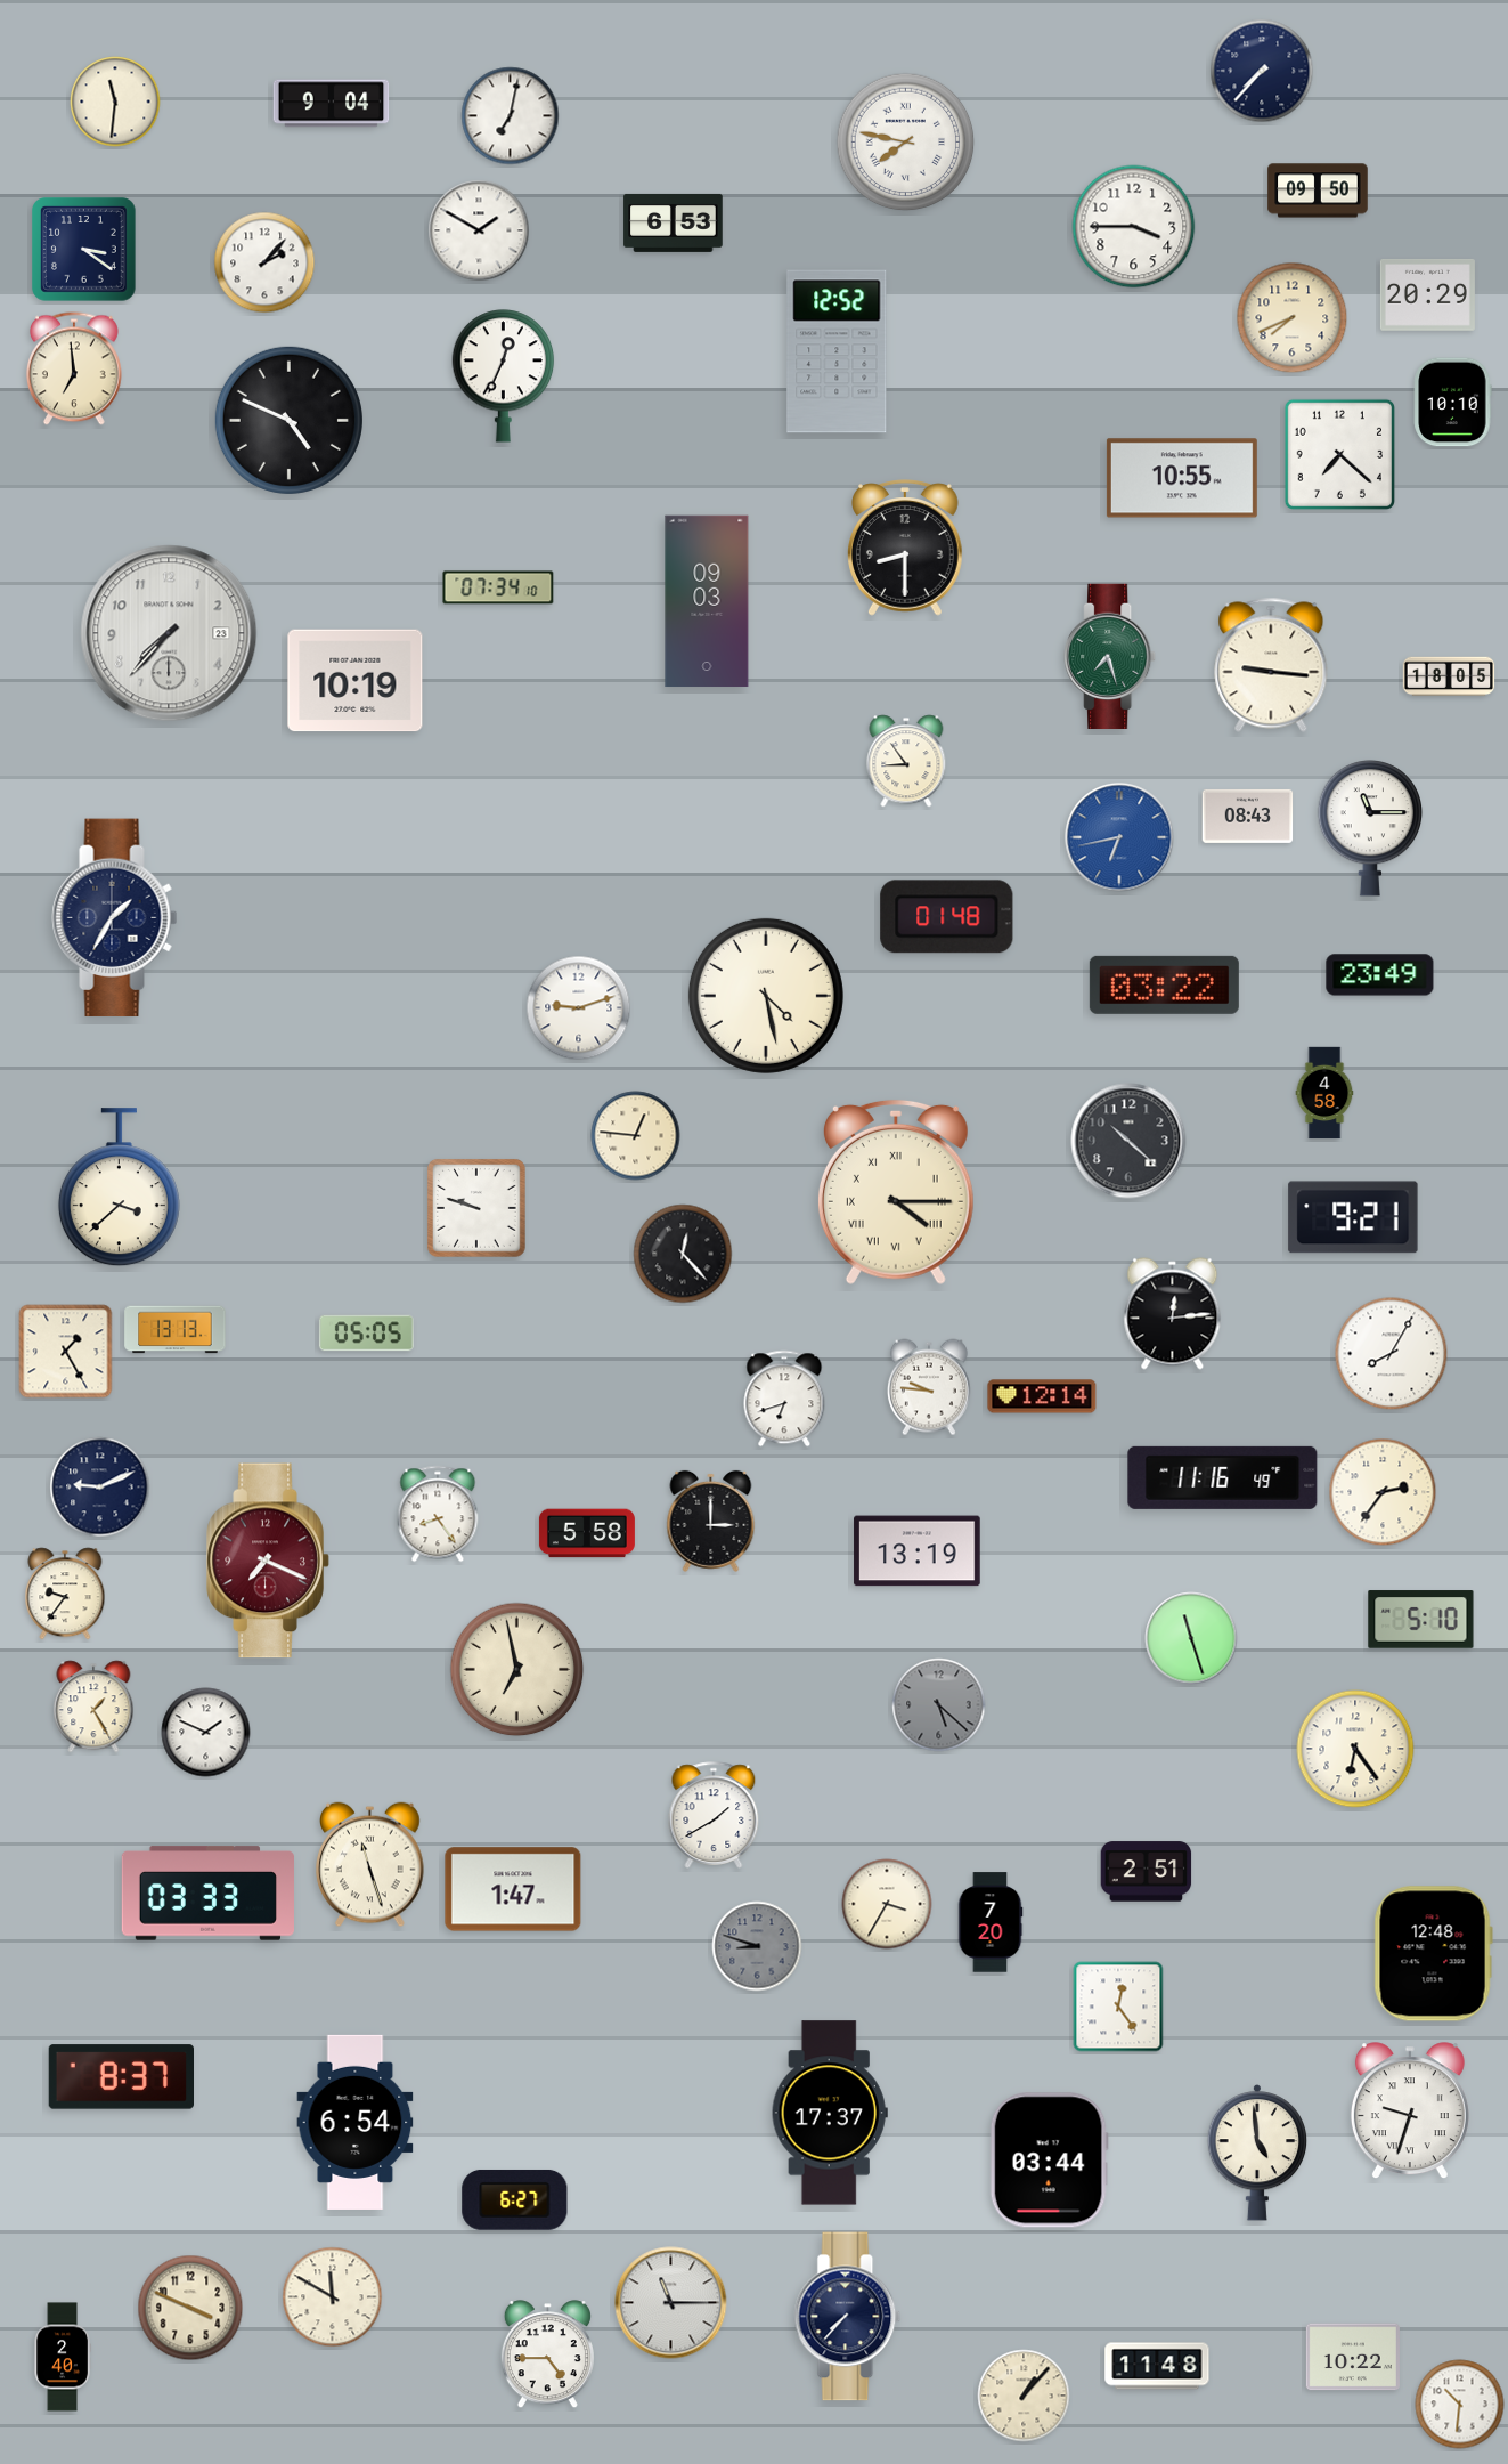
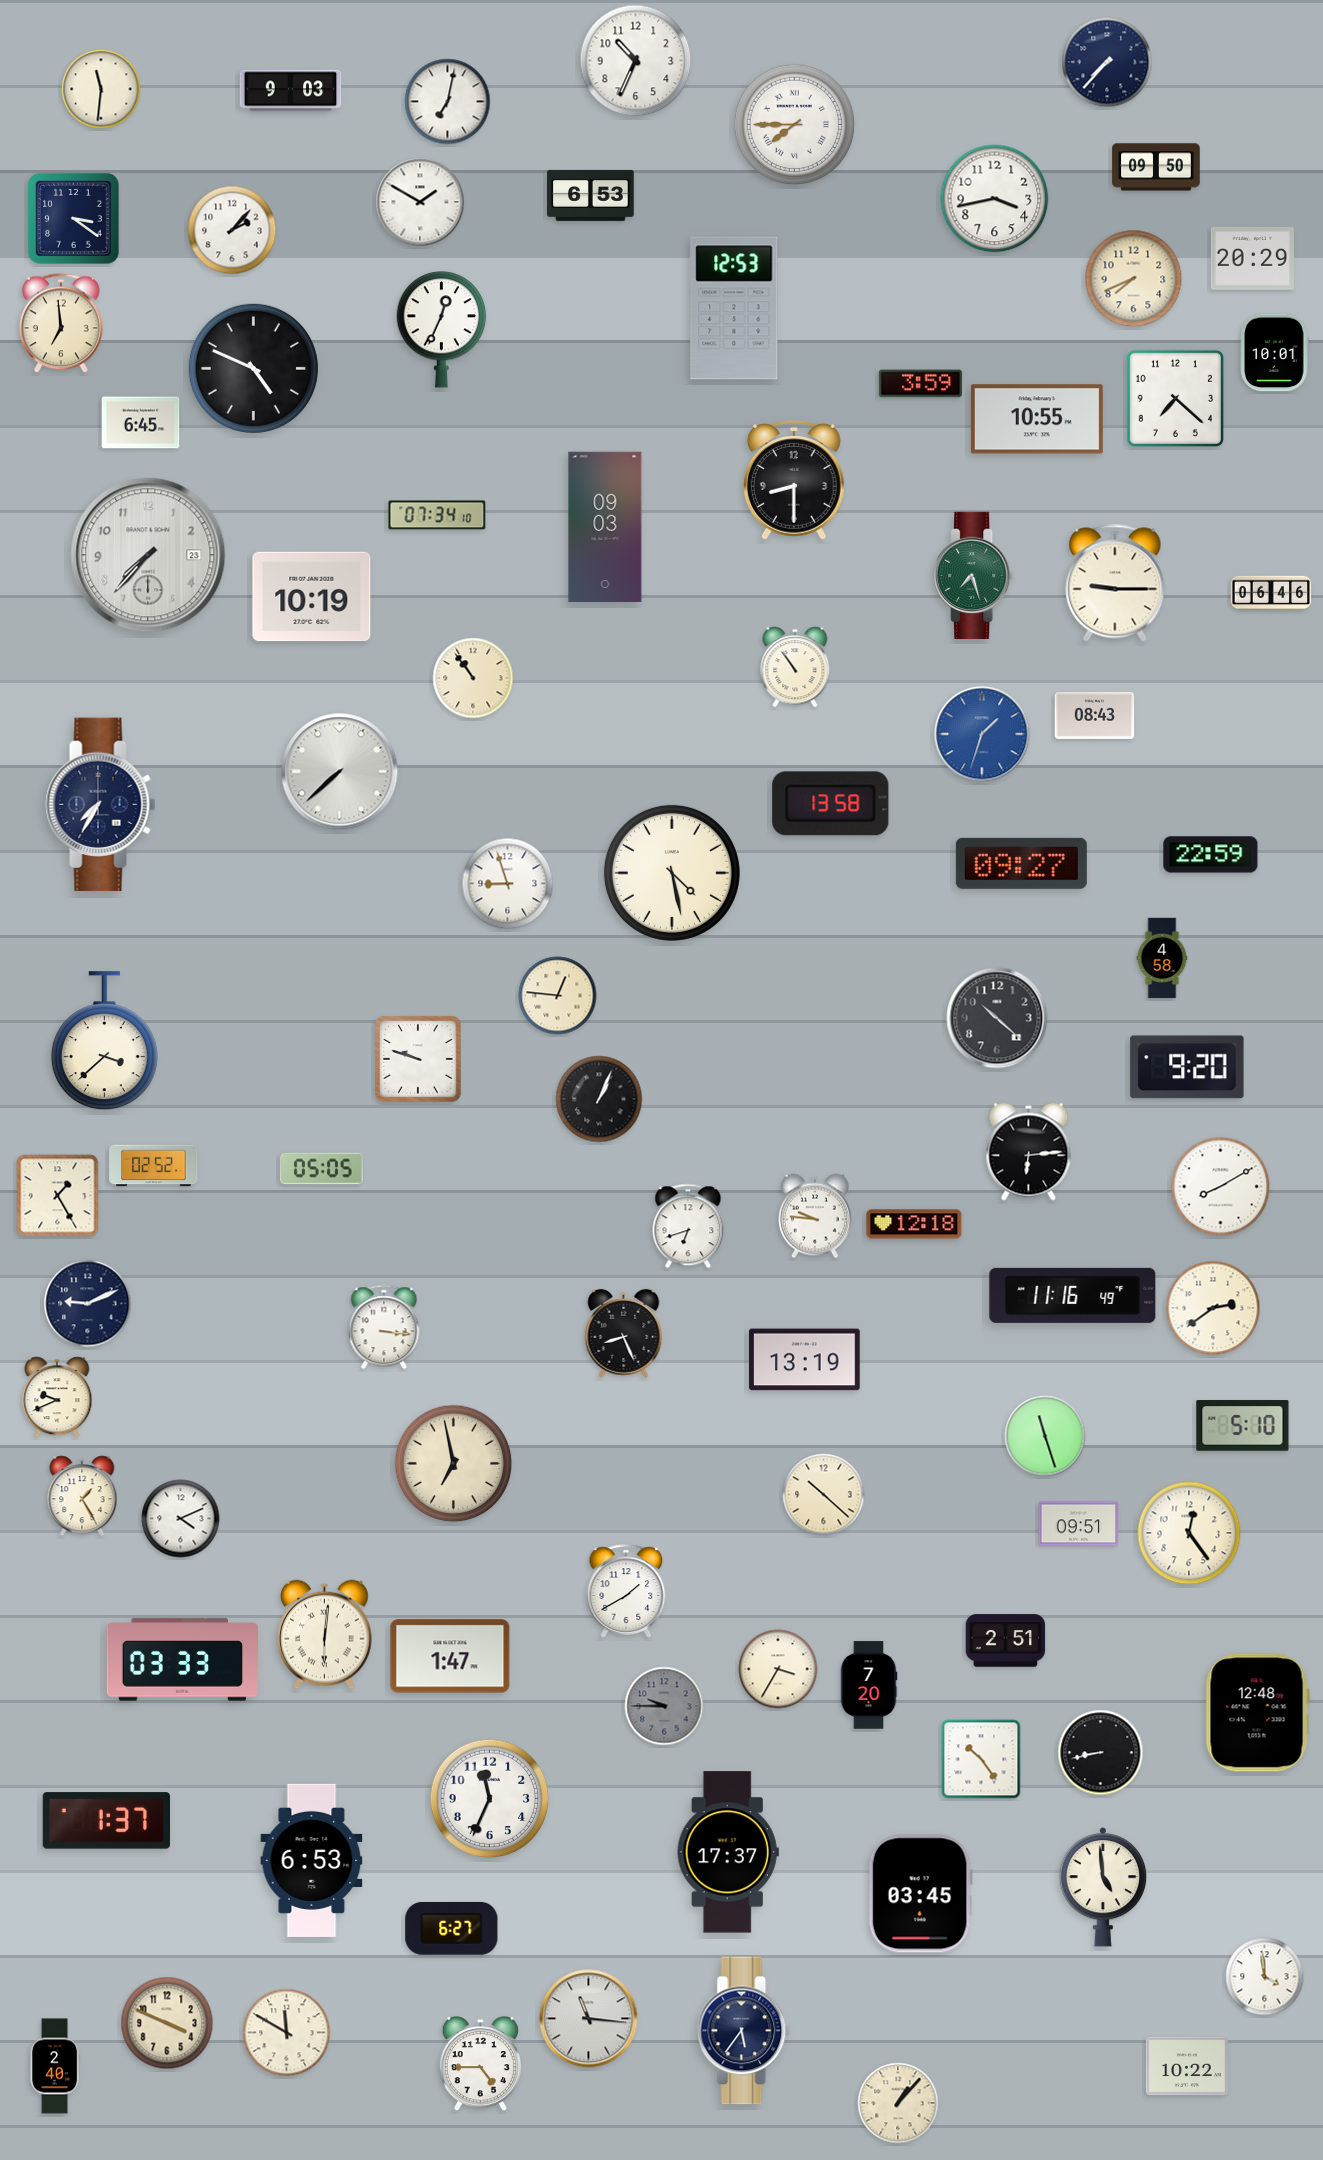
clock at (636, 61): none -> 10:34
clock at (332, 104): 9:04 -> 9:03
clock at (906, 143): 7:47 -> 7:45
clock at (1134, 227): 3:45 -> 3:43
clock at (837, 351): 12:52 -> 12:53
clock at (74, 368) position: (74, 368) -> (61, 323)
clock at (1453, 403): 10:10 -> 10:01
clock at (920, 384): none -> 3:59
clock at (141, 423): none -> 6:45
clock at (707, 601) position: (707, 601) -> (605, 527)
clock at (1271, 665): 9:16 -> 9:15
clock at (1449, 676): 18:05 -> 06:46
clock at (906, 761): 8:54 -> 10:54
clock at (473, 678): none -> 10:54
clock at (1370, 829): 11:15 -> none
clock at (1119, 837): 6:43 -> 1:33
clock at (340, 772): none -> 7:38
clock at (947, 917): 01:48 -> 13:58
clock at (115, 918): 1:35 -> 7:35
clock at (1380, 975): 23:49 -> 22:59
clock at (1164, 984): 03:22 -> 09:27
clock at (579, 1008): 9:12 -> 8:57
clock at (1128, 1141) position: (1128, 1141) -> (997, 1018)
clock at (896, 1192): 4:15 -> none
clock at (1353, 1217): 9:21 -> 9:20
clock at (683, 1254): 12:23 -> 1:04
clock at (1173, 1314): 12:14 -> 6:14
clock at (176, 1330): 13:13 -> 02:52
clock at (66, 1352) position: (66, 1352) -> (58, 1196)
clock at (1392, 1354): 8:05 -> 8:10
clock at (1042, 1396): 12:14 -> 12:18
clock at (1383, 1492): 2:36 -> 2:39
clock at (438, 1514): 8:24 -> 3:16
clock at (711, 1521): 3:00 -> 8:26
clock at (587, 1533): 5:58 -> none
clock at (268, 1561): 7:19 -> none
clock at (65, 1594): 9:36 -> 9:41
clock at (1421, 1620) position: (1421, 1620) -> (1243, 1426)
clock at (939, 1705): 5:22 -> 10:22
clock at (939, 1705) dial: grey -> cream
clock at (206, 1733): 1:49 -> 4:11
clock at (1079, 1524): none -> 09:51
clock at (1355, 1749): 6:24 -> 12:24
clock at (370, 1865): 11:27 -> 6:01
clock at (757, 1946): 8:48 -> 9:45
clock at (1101, 1753): none -> 8:43
clock at (1118, 2007): 12:24 -> 10:24
clock at (490, 1799): none -> 11:34
clock at (121, 2077): 8:37 -> 1:37
clock at (1410, 2112): 9:33 -> none
clock at (356, 2122): 6:54 -> 6:53
clock at (1049, 2161): 03:44 -> 03:45
clock at (1265, 1977): none -> 3:59
clock at (333, 2297) position: (333, 2297) -> (287, 2033)
clock at (671, 2303): 11:15 -> 11:16
clock at (848, 2317): 7:37 -> 5:36
clock at (1157, 2366): 11:48 -> none
clock at (1024, 2396) position: (1024, 2396) -> (898, 2103)
clock at (1460, 2405): 10:31 -> none
